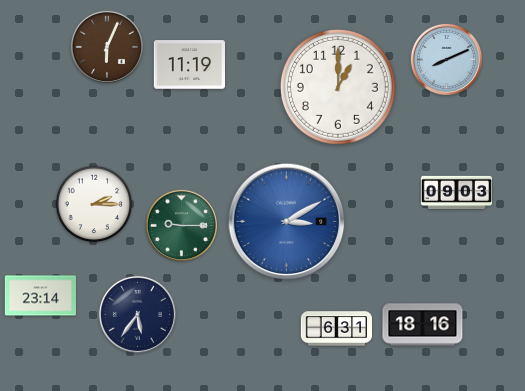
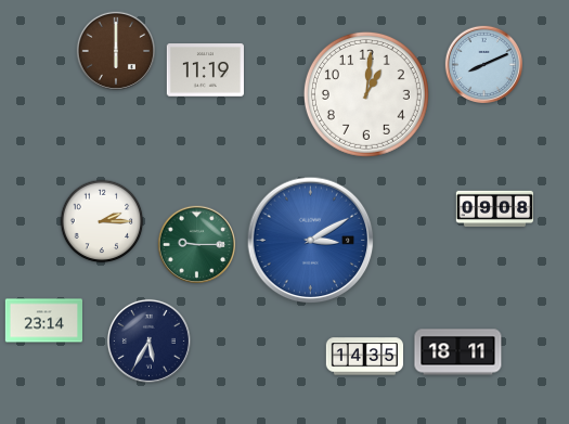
clock at (106, 46): 6:04 -> 6:00
clock at (338, 87): 1:00 -> 1:01
clock at (457, 192): 09:03 -> 09:08
clock at (137, 314): 5:36 -> 5:35
clock at (423, 325): 18:16 -> 18:11
clock at (336, 329): 6:31 -> 14:35
